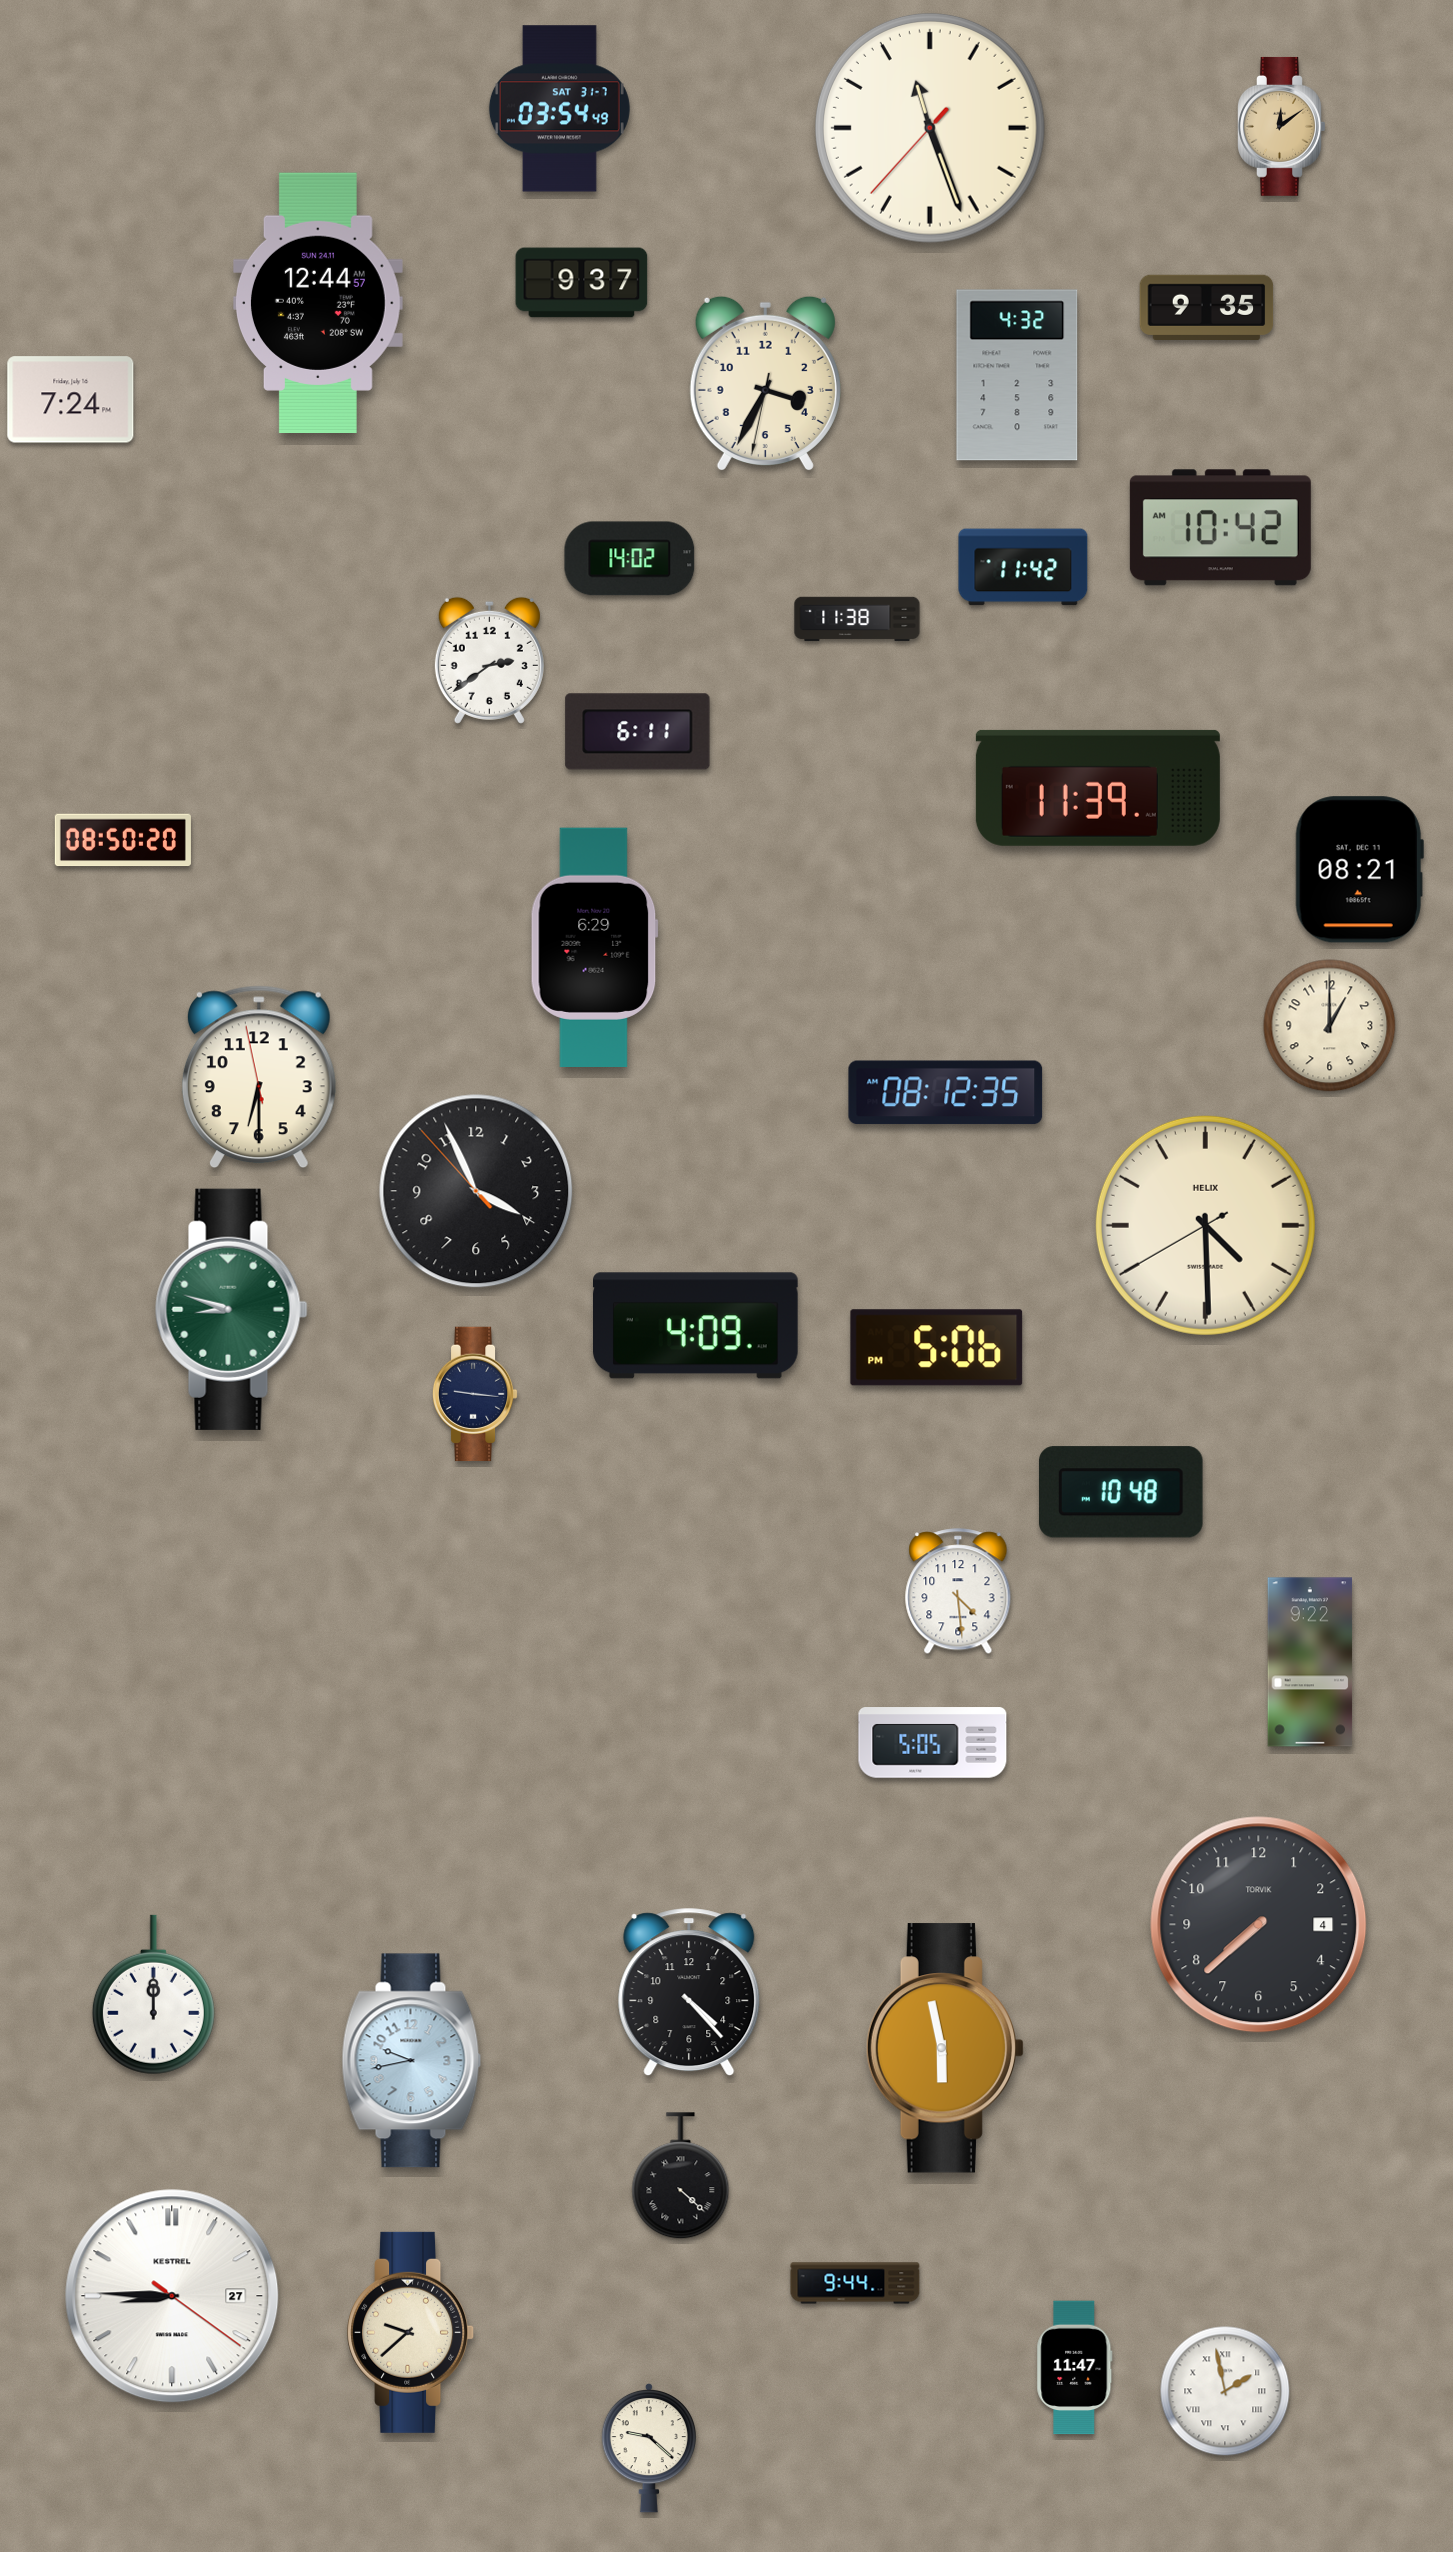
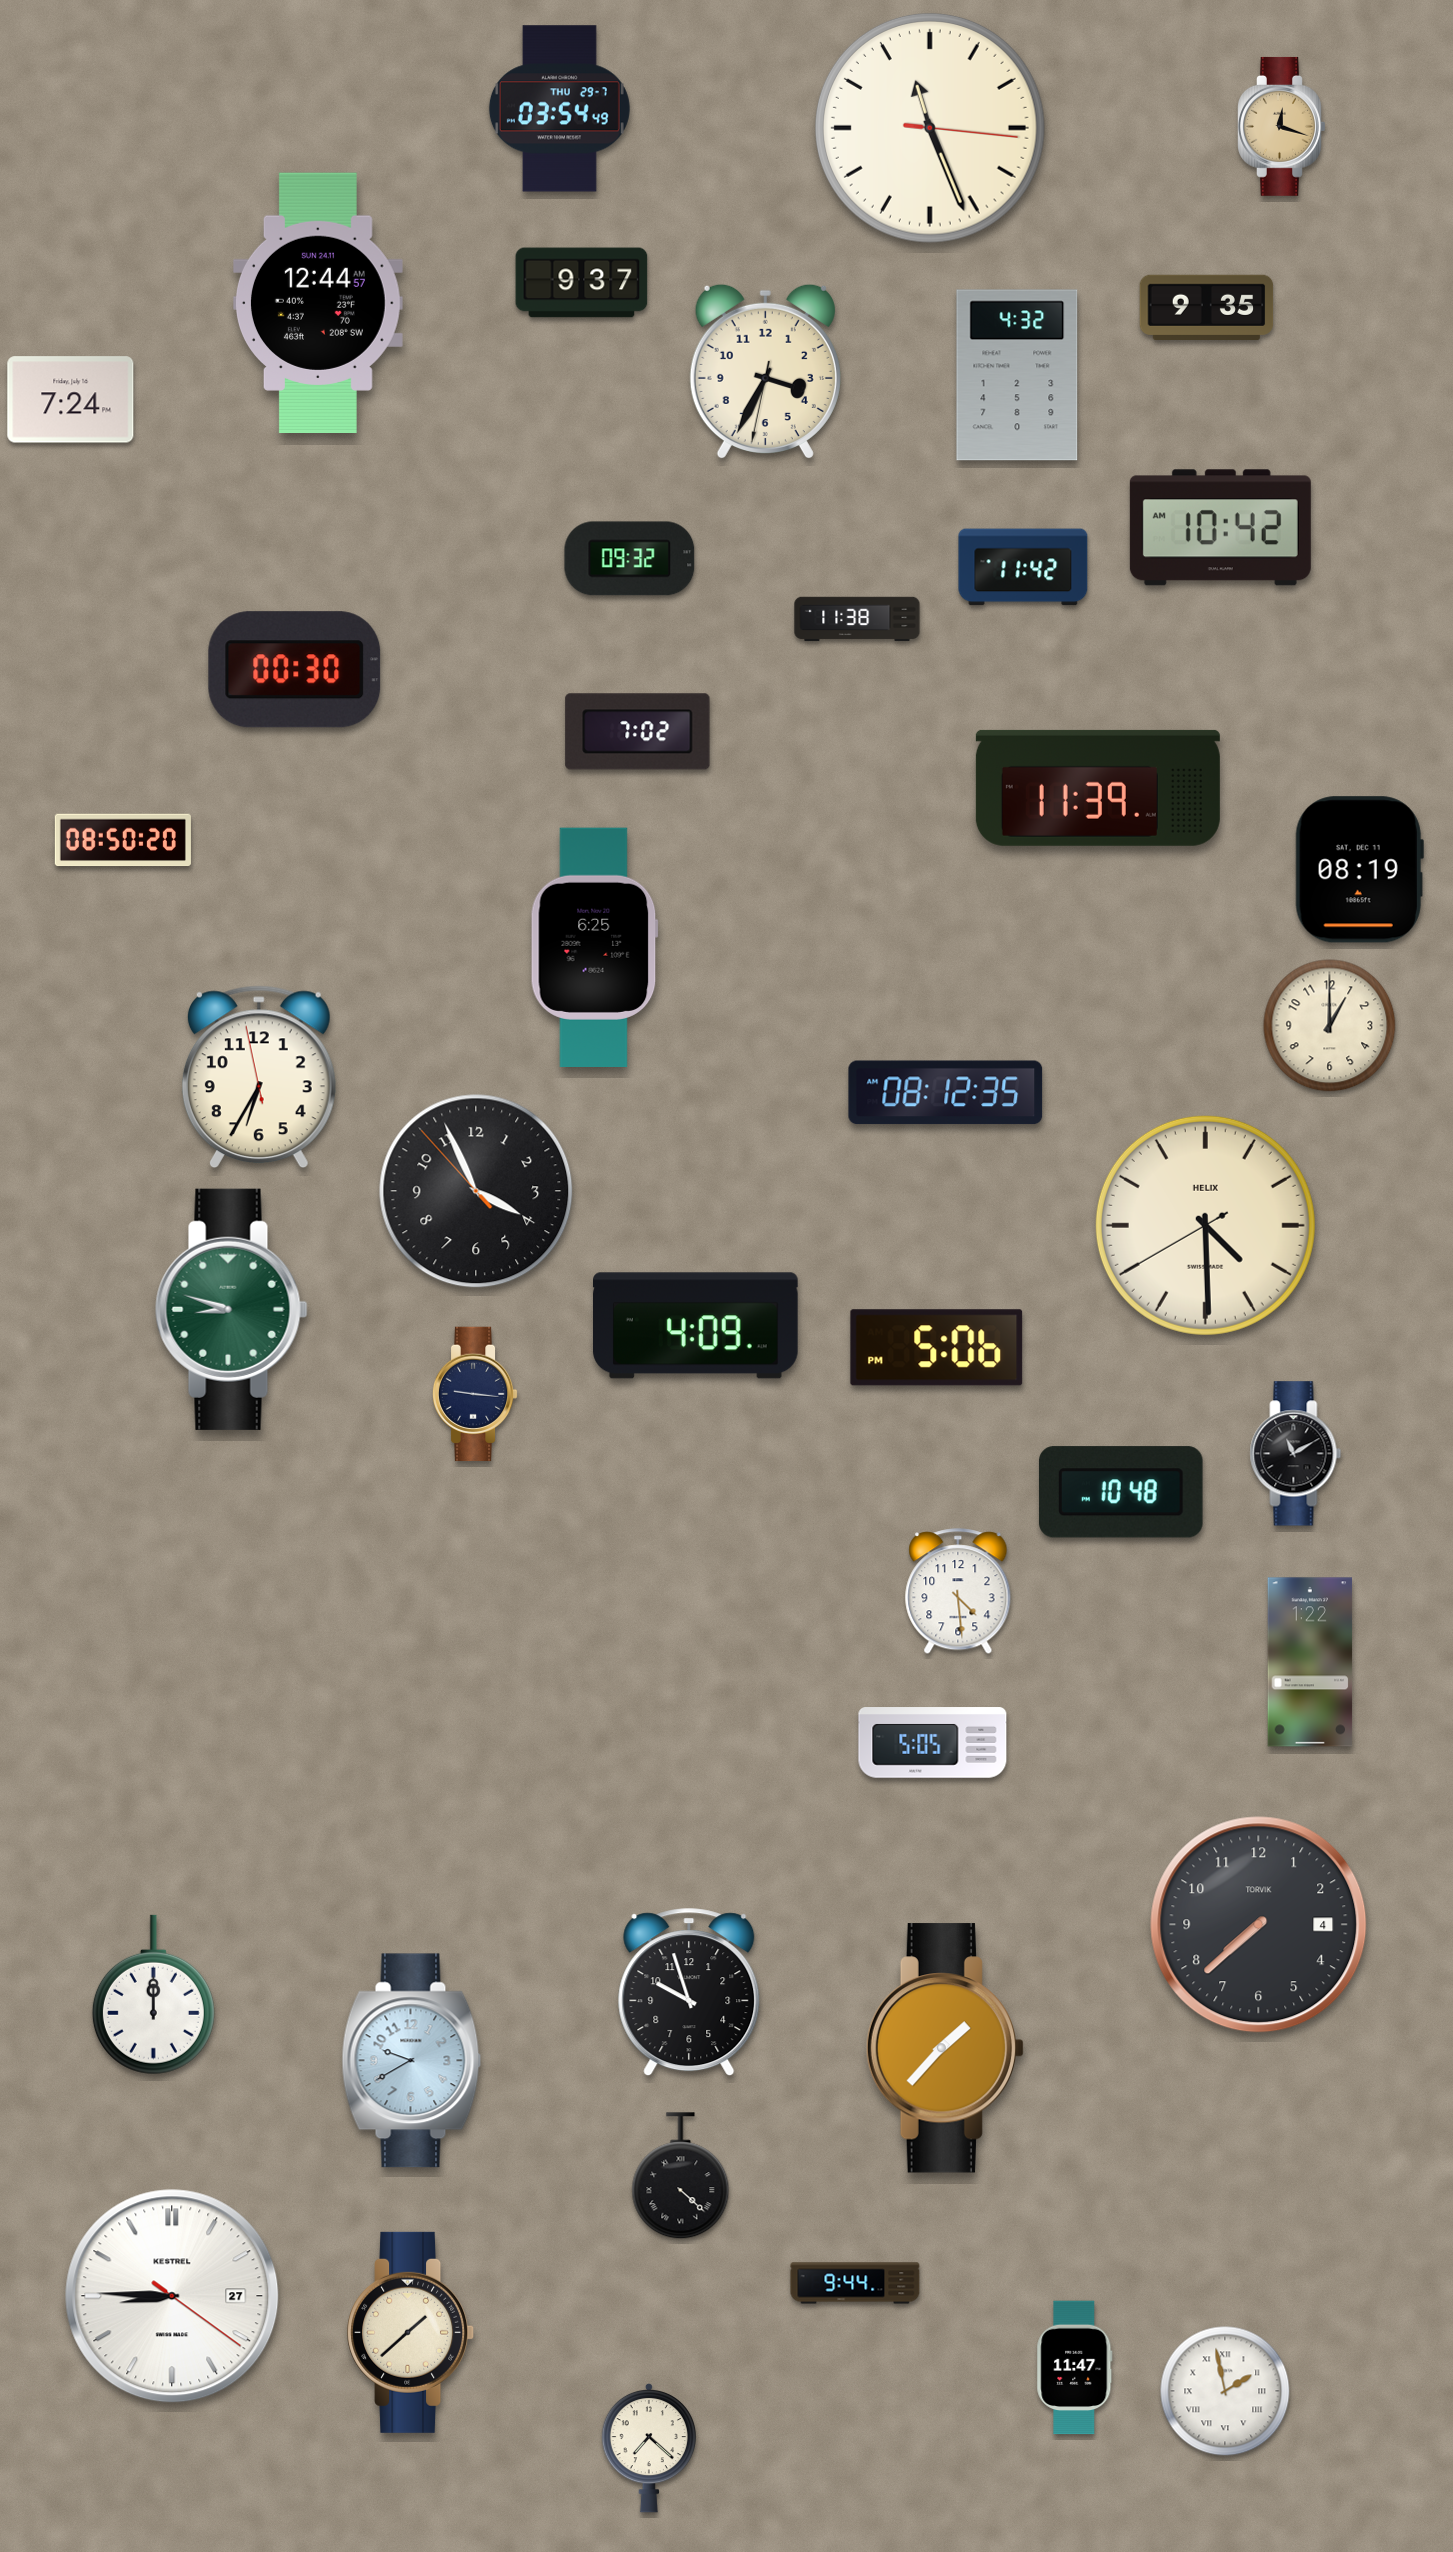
clock at (559, 109) date: SAT 31-7 -> THU 29-7
clock at (1282, 126): 12:09 -> 12:18
clock at (930, 128): 11:26:37 -> 11:26:16
clock at (765, 384) position: (765, 384) -> (765, 372)
clock at (630, 559): 14:02 -> 09:32
clock at (489, 660): 2:39 -> none
clock at (295, 670): none -> 00:30
clock at (638, 732): 6:11 -> 7:02
clock at (1359, 870): 08:21 -> 08:19
clock at (594, 947): 6:29 -> 6:25
clock at (259, 1077): 6:29 -> 6:34
clock at (1296, 1454): none -> 11:10
clock at (1310, 1662): 9:22 -> 1:22
clock at (689, 1993): 4:23 -> 9:57
clock at (945, 2048): 5:58 -> 1:37
clock at (412, 2061): 9:43 -> 9:40
clock at (411, 2332): 9:38 -> 1:38
clock at (648, 2448): 9:22 -> 7:22
